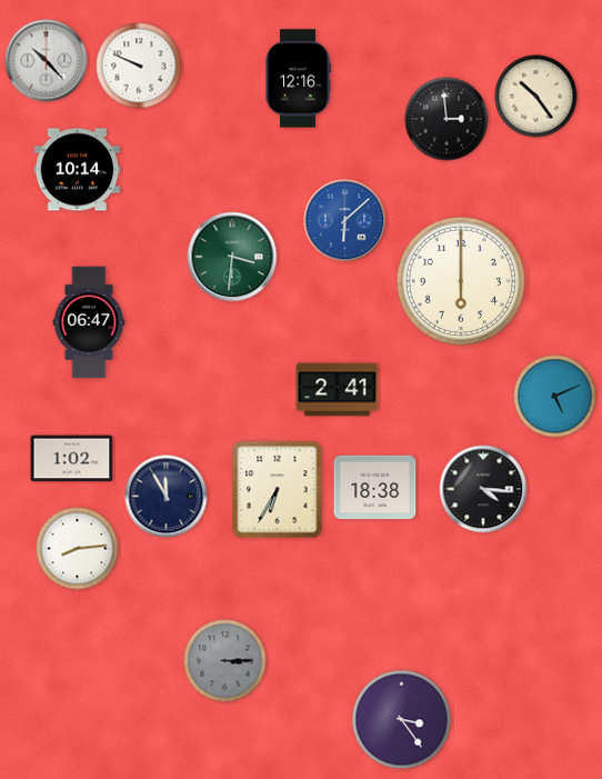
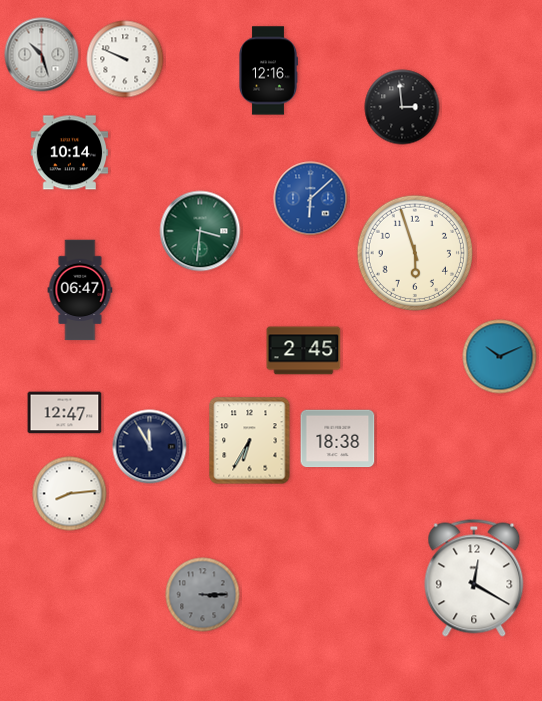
clock at (47, 61): 10:23 -> 10:27
clock at (536, 97): 10:24 -> none
clock at (232, 257) position: (232, 257) -> (200, 231)
clock at (461, 281): 6:00 -> 5:57
clock at (338, 390): 2:41 -> 2:45
clock at (555, 397): 5:11 -> 10:11
clock at (72, 459): 1:02 -> 12:47
clock at (483, 489): 4:16 -> none
clock at (474, 578): none -> 12:20
clock at (402, 720): 3:24 -> none
